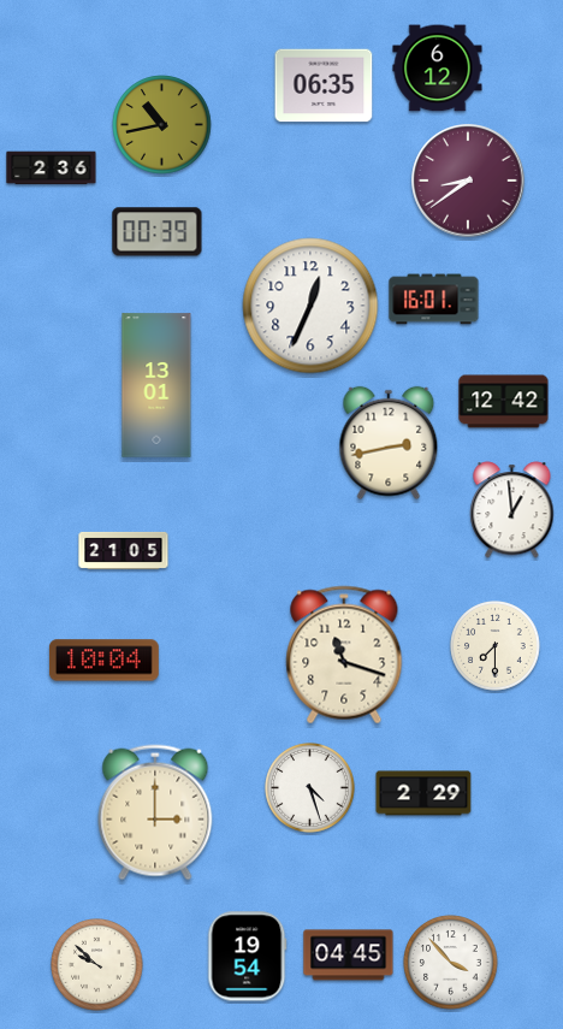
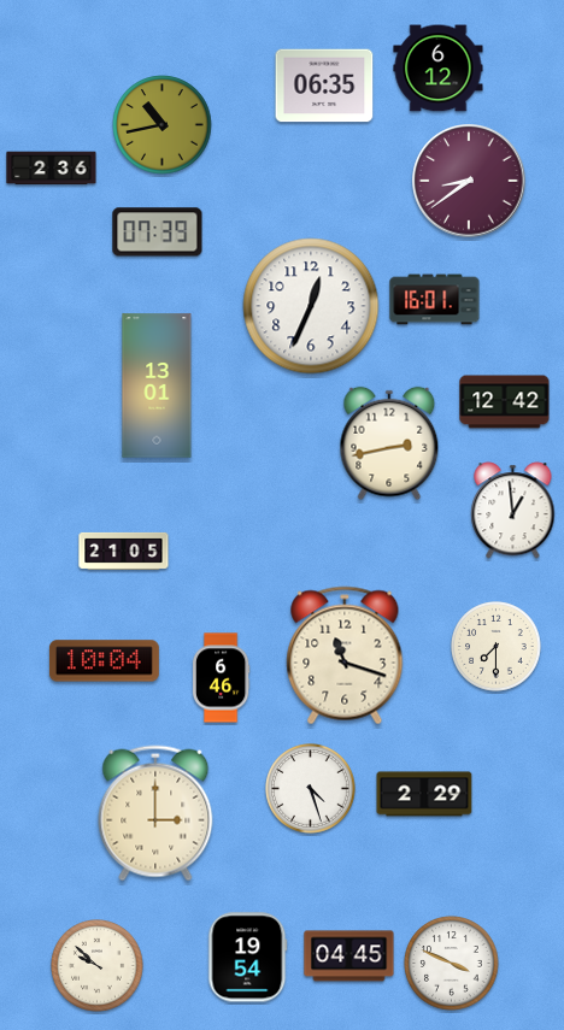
clock at (158, 232): 00:39 -> 07:39
clock at (221, 678): none -> 6:46
clock at (451, 963): 3:53 -> 3:49
